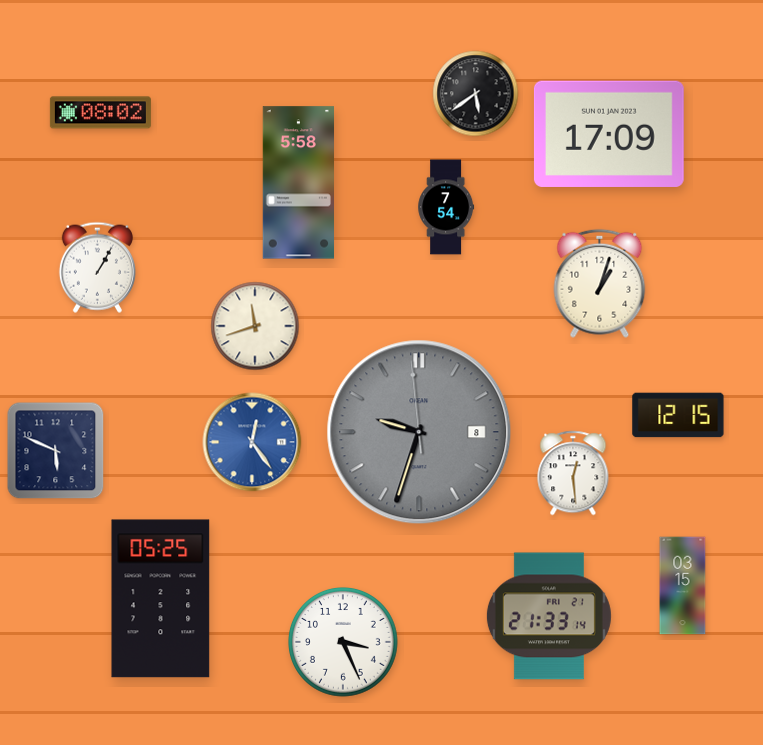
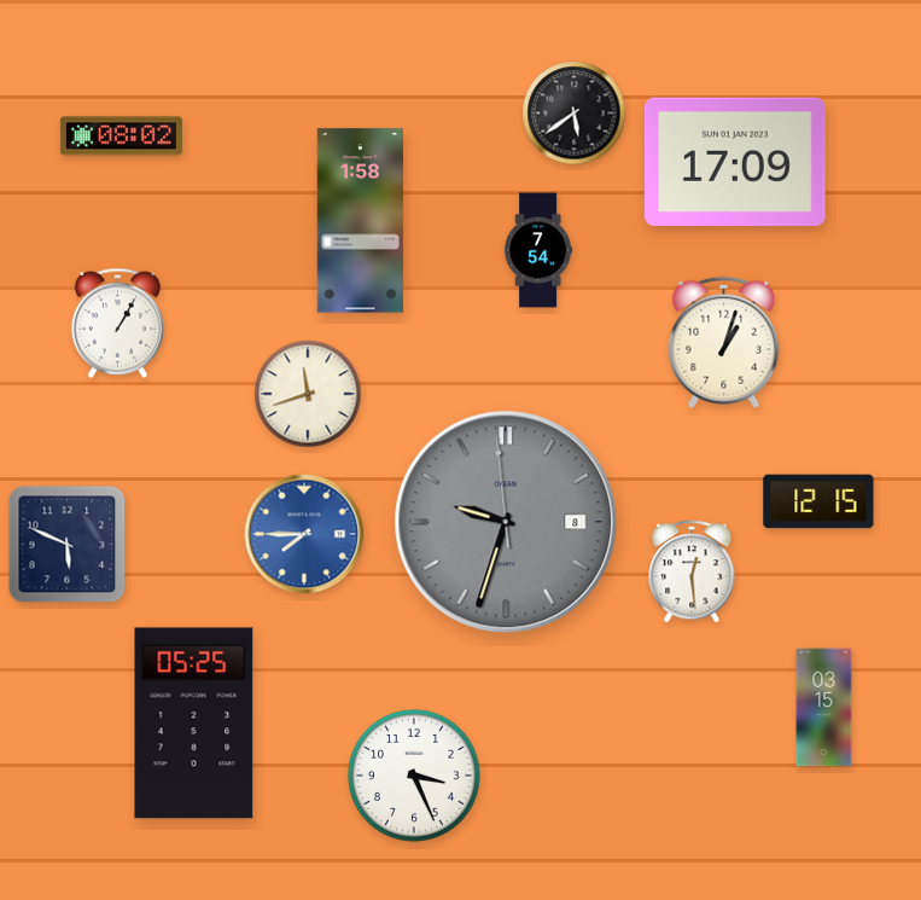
clock at (298, 183): 5:58 -> 1:58
clock at (252, 442): 12:24 -> 7:45
clock at (549, 616): 21:33 -> none
